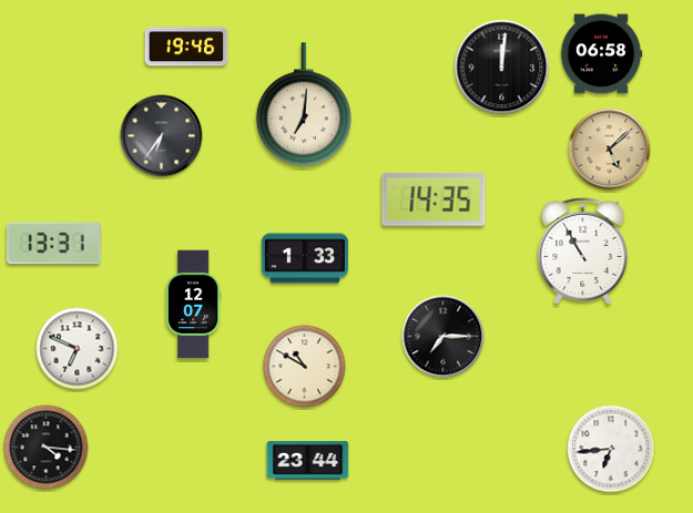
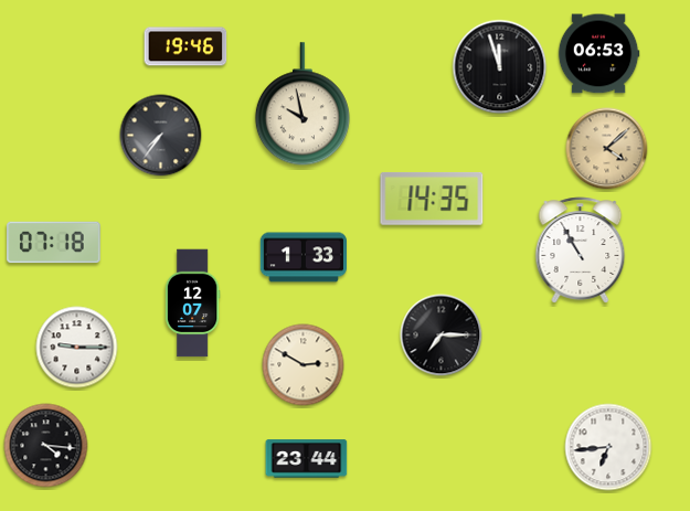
clock at (601, 54): 06:58 -> 06:53
clock at (502, 68): 12:01 -> 11:57
clock at (304, 105): 7:01 -> 9:58
clock at (162, 136): 6:36 -> 7:36
clock at (610, 150): 5:08 -> 4:08
clock at (54, 244): 13:31 -> 07:18
clock at (78, 349): 6:49 -> 9:15
clock at (305, 367): 10:50 -> 2:50
